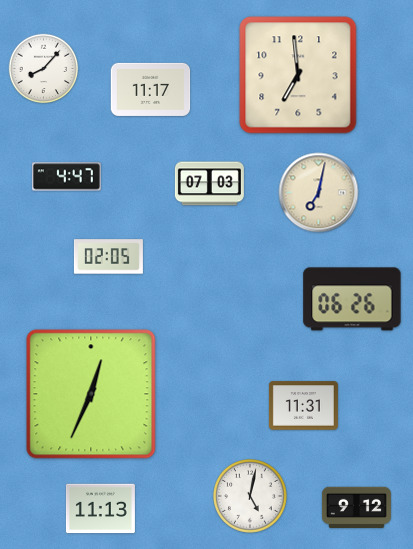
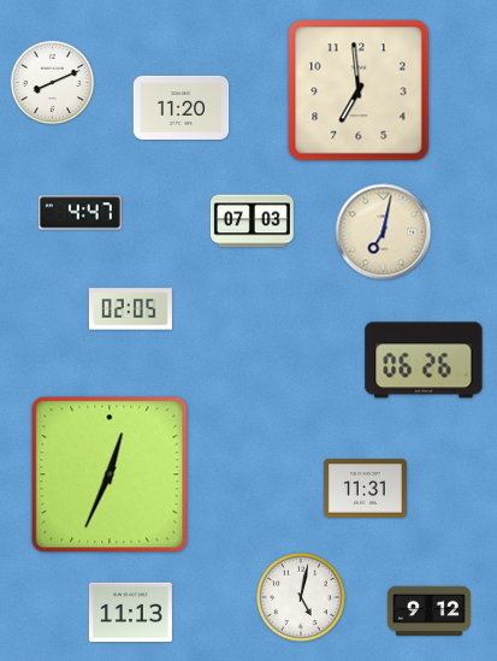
clock at (44, 69): 8:07 -> 8:11
clock at (151, 89): 11:17 -> 11:20
clock at (100, 509) position: (100, 509) -> (130, 613)
